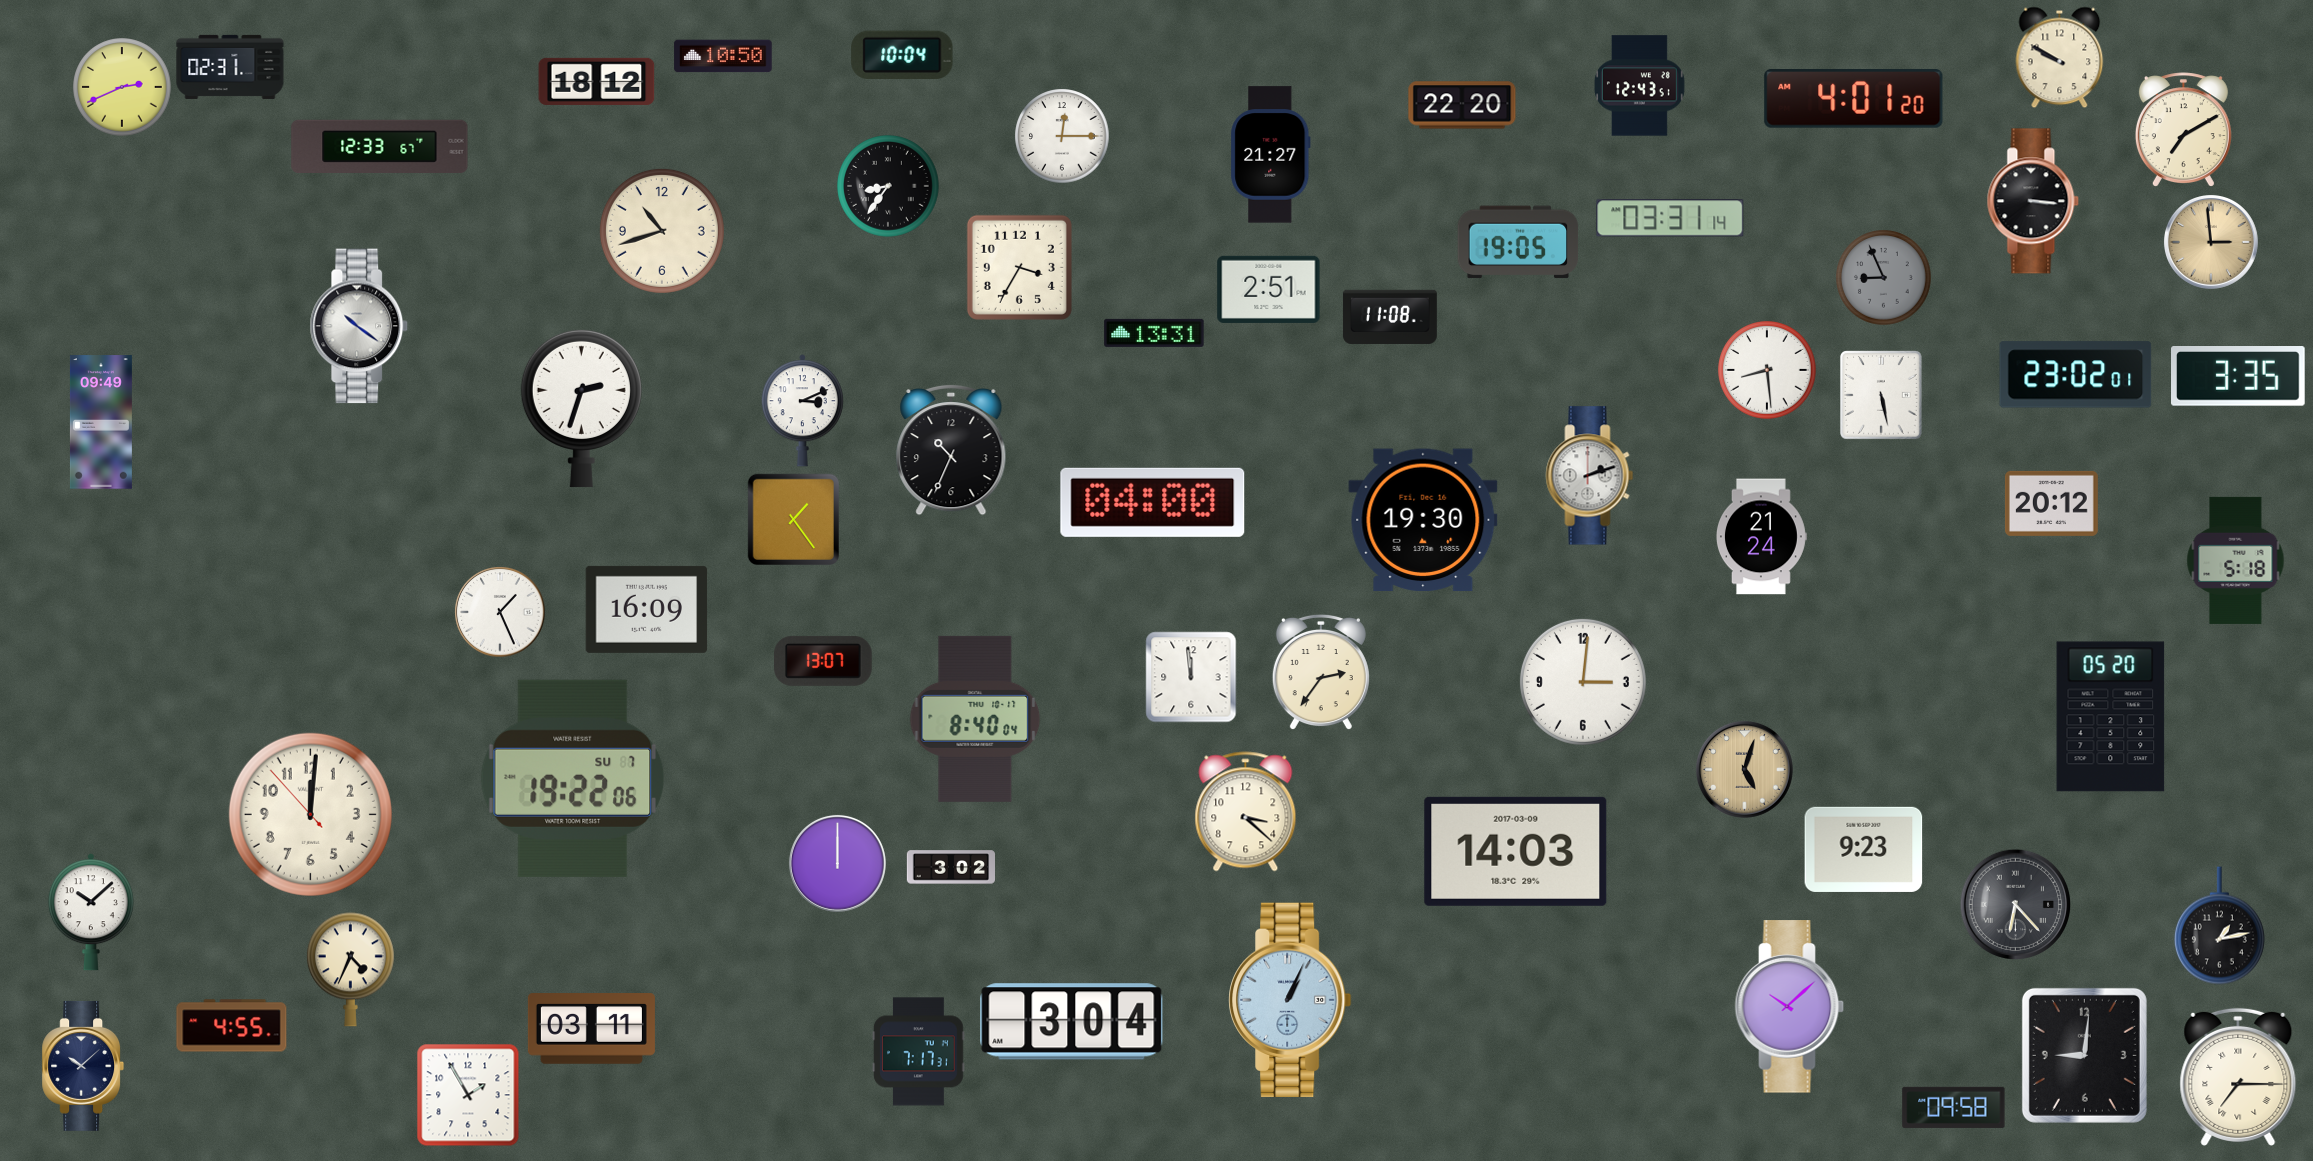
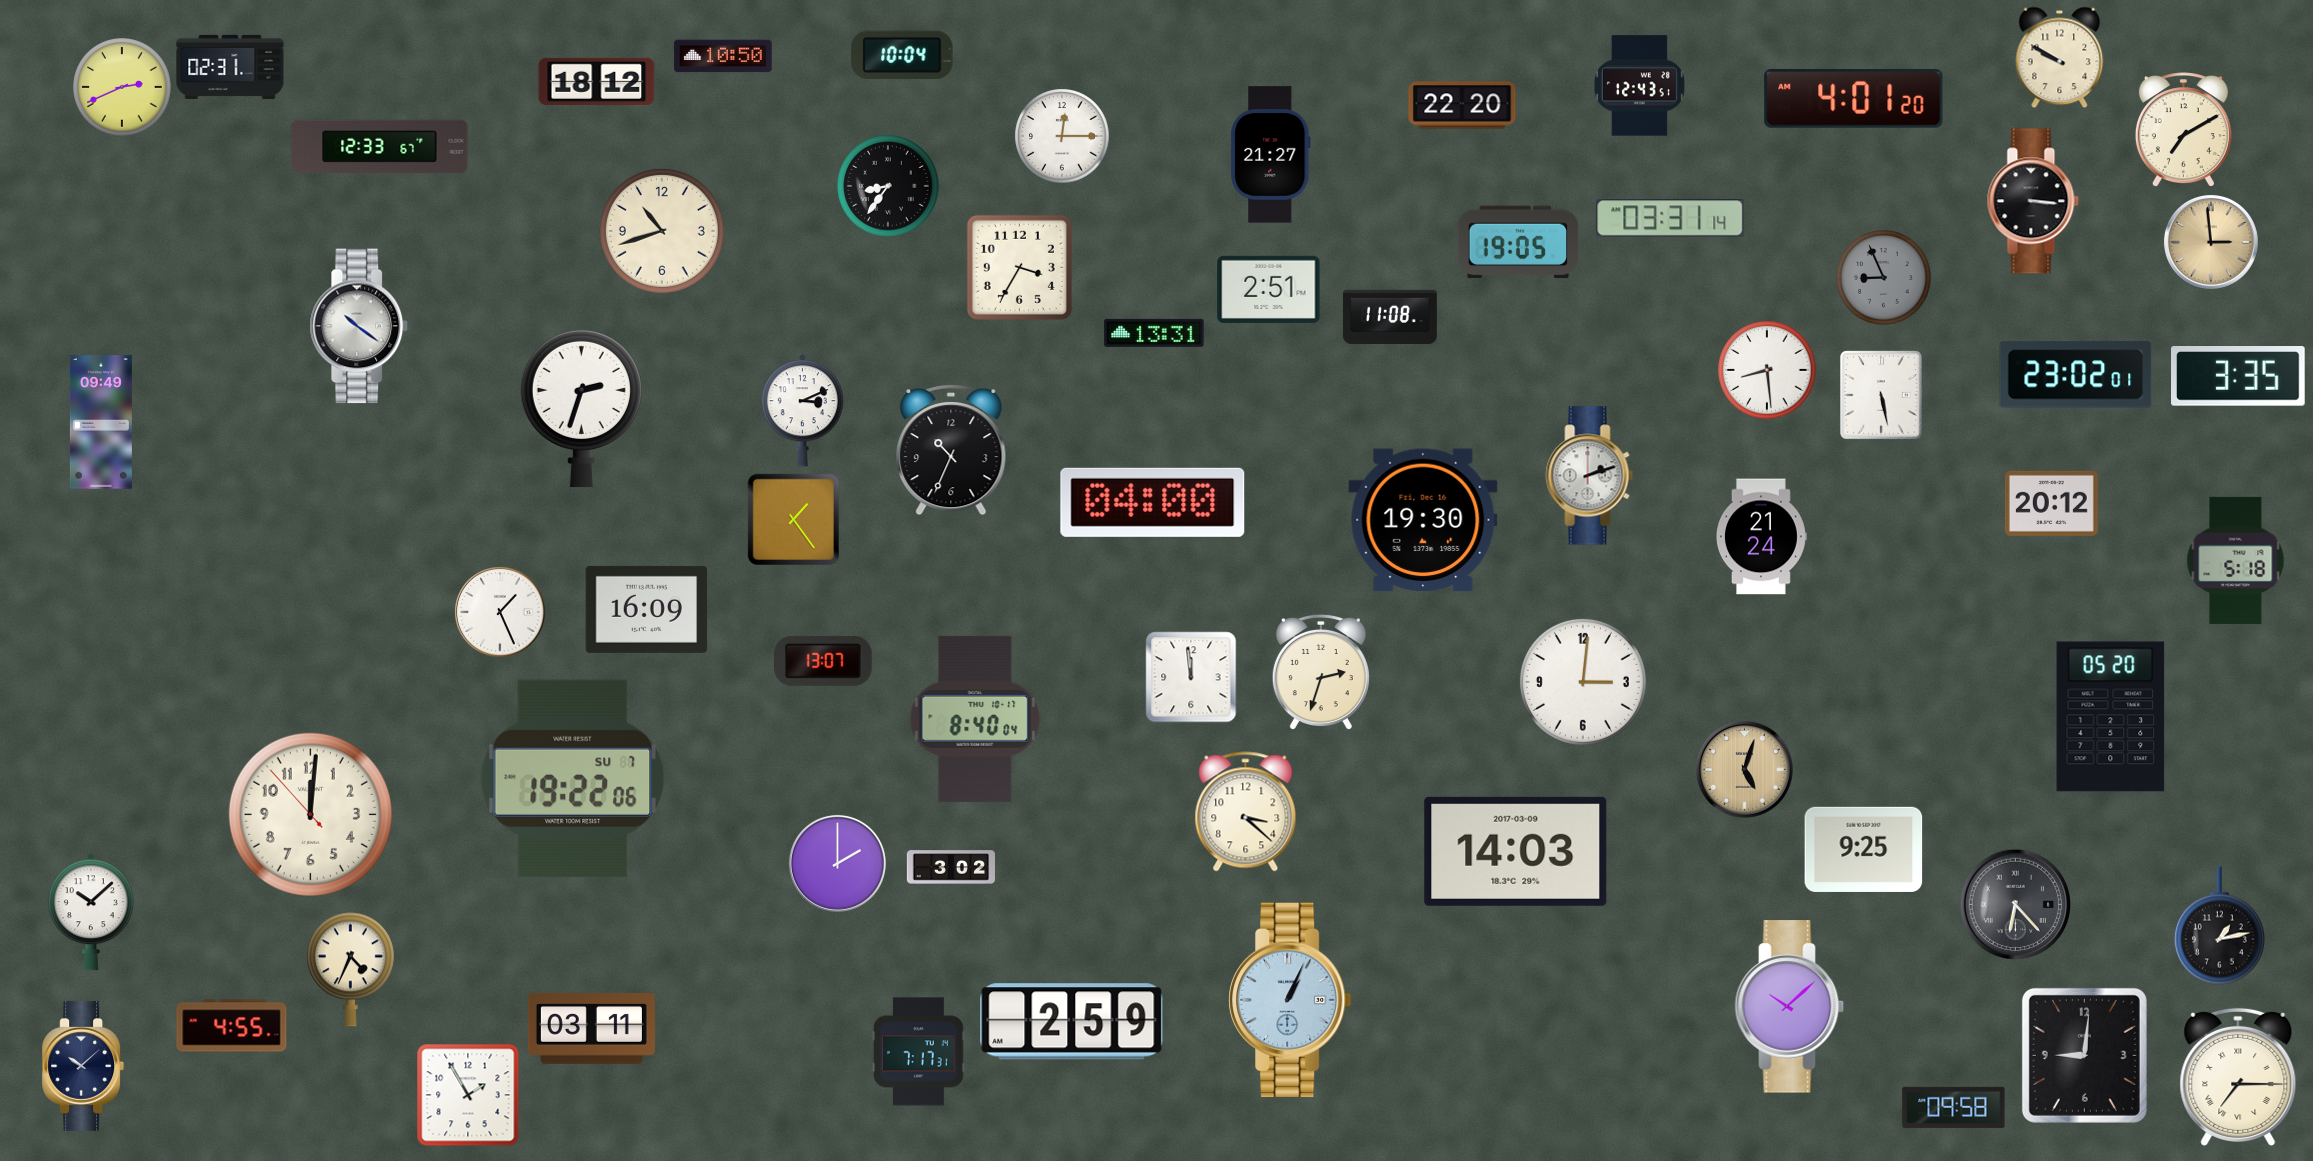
clock at (1321, 672): 2:36 -> 2:33
clock at (1864, 849): 9:23 -> 9:25
clock at (837, 863): 12:00 -> 2:00
clock at (1072, 1022): 3:04 -> 2:59
